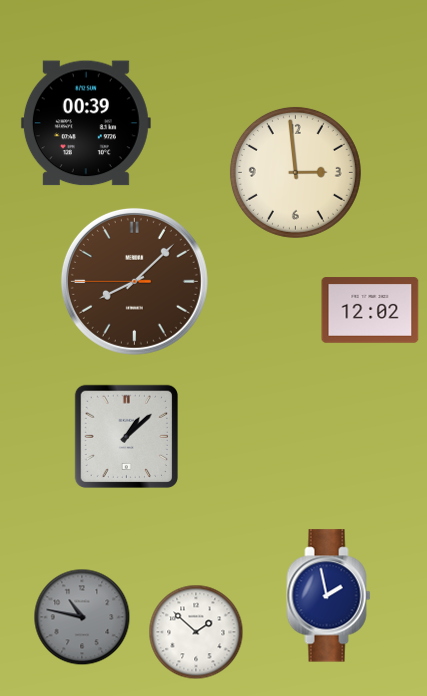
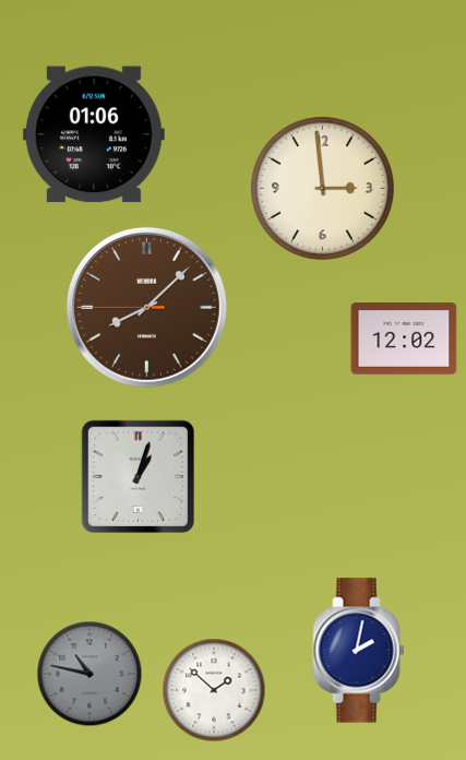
clock at (86, 123): 00:39 -> 01:06
clock at (126, 436): 1:08 -> 1:03
clock at (329, 596): 1:58 -> 2:02
